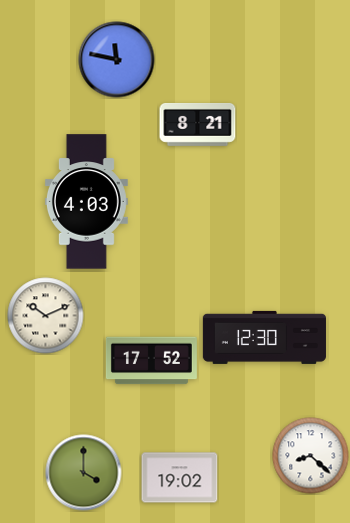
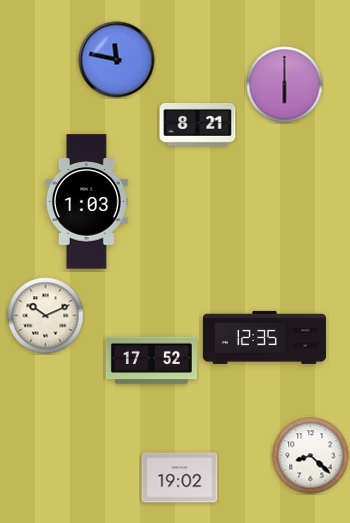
clock at (285, 85): none -> 6:00
clock at (86, 202): 4:03 -> 1:03
clock at (264, 337): 12:30 -> 12:35
clock at (84, 473): 4:00 -> none
